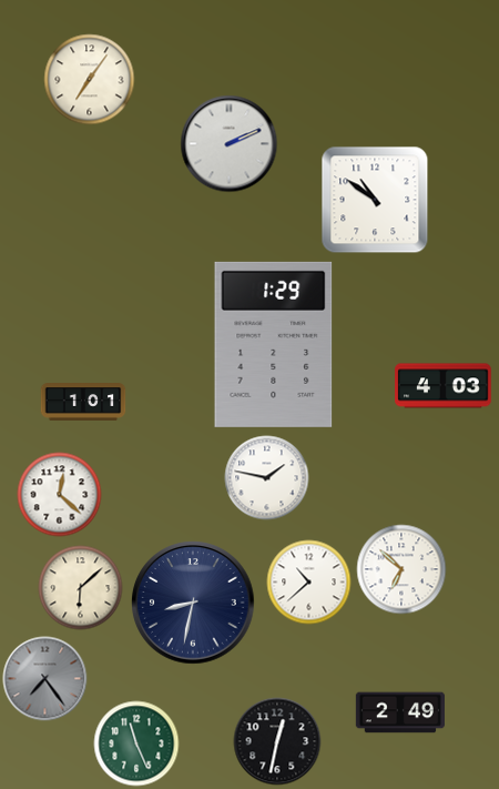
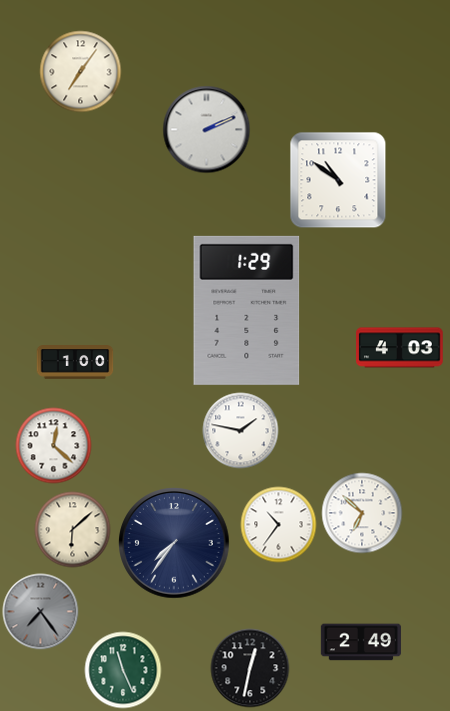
clock at (83, 402): 1:01 -> 1:00
clock at (309, 583): 10:38 -> 10:36
clock at (193, 603): 8:32 -> 7:36
